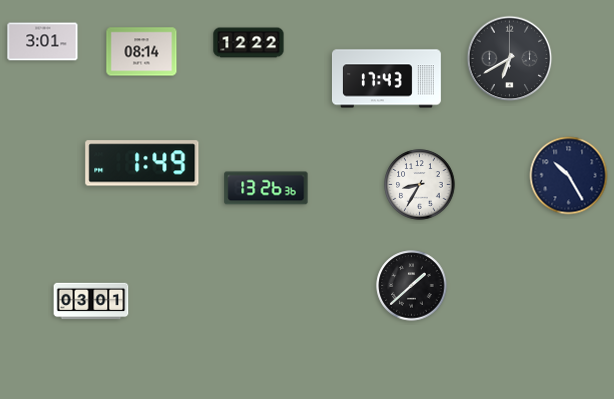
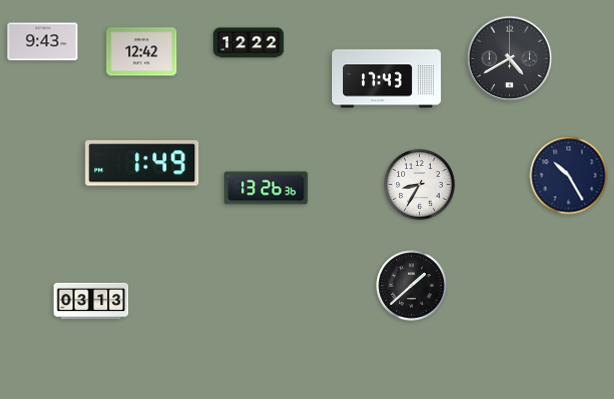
clock at (43, 42): 3:01 -> 9:43
clock at (142, 52): 08:14 -> 12:42
clock at (510, 59): 6:40 -> 4:40
clock at (91, 301): 03:01 -> 03:13
